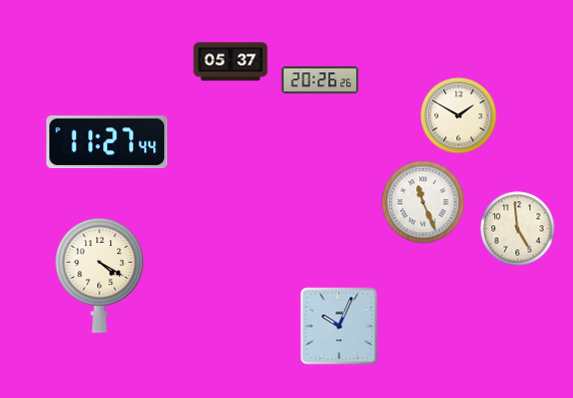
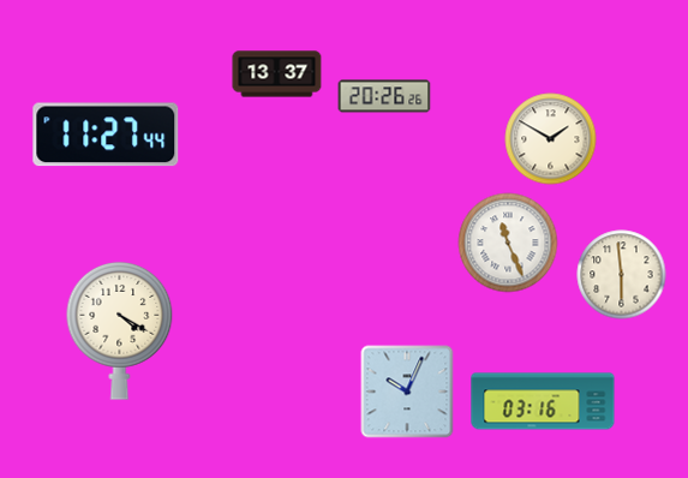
clock at (231, 62): 05:37 -> 13:37
clock at (107, 142) position: (107, 142) -> (106, 135)
clock at (518, 229): 4:59 -> 5:59
clock at (543, 401): none -> 03:16
